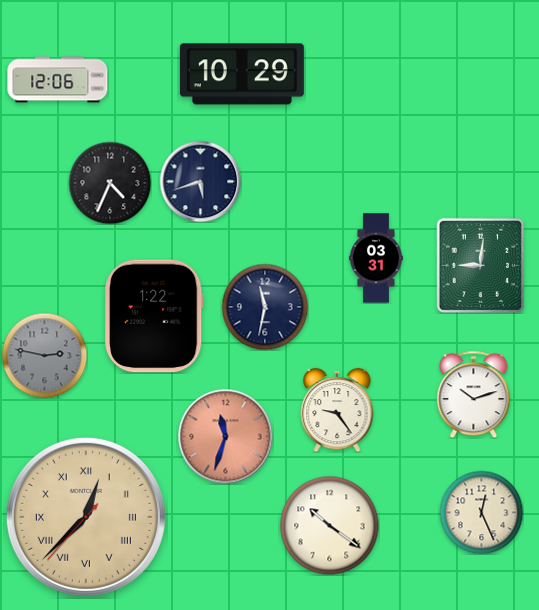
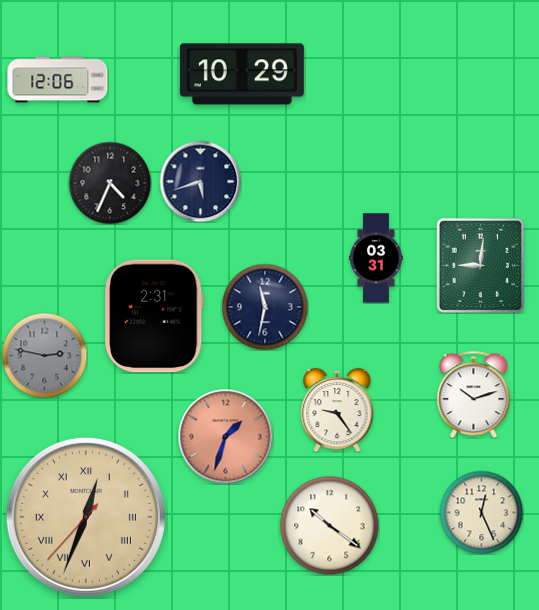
clock at (154, 316): 1:22 -> 2:31
clock at (225, 436): 11:33 -> 1:33
clock at (86, 517): 12:37 -> 12:33
